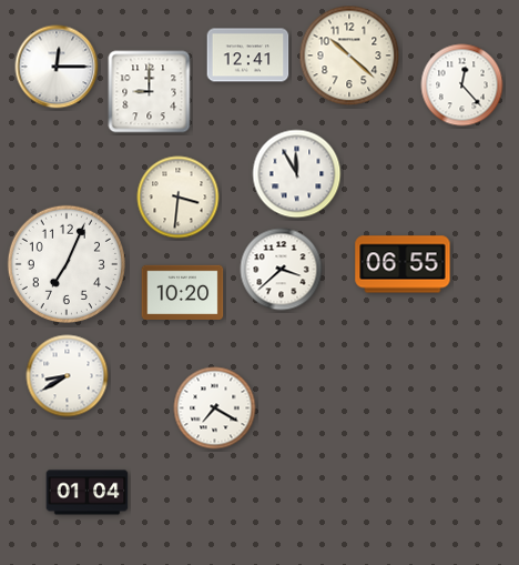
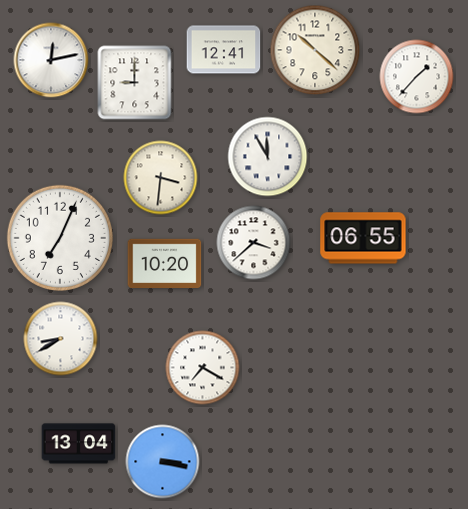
clock at (57, 67): 12:15 -> 12:13
clock at (462, 85): 12:23 -> 1:37
clock at (215, 408) position: (215, 408) -> (203, 368)
clock at (88, 493): 01:04 -> 13:04
clock at (163, 462): none -> 3:17
